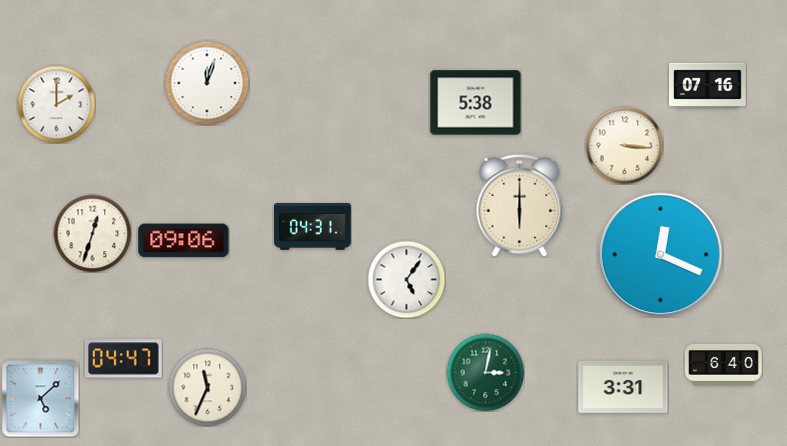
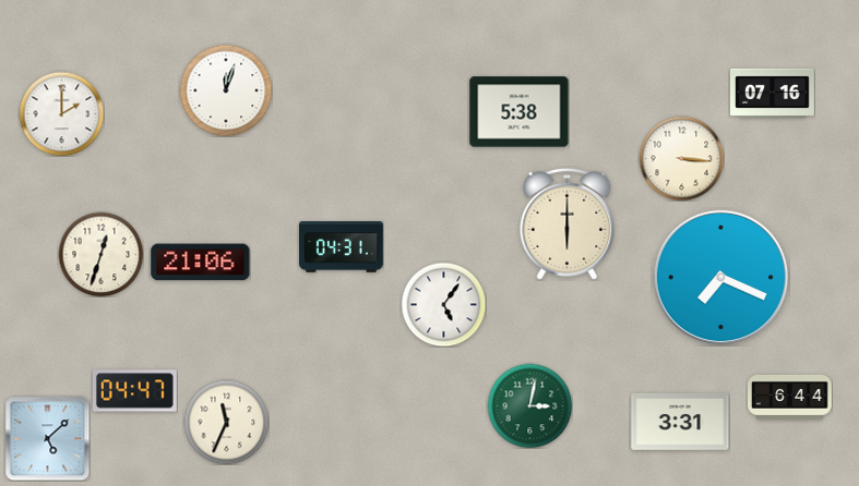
clock at (184, 241): 09:06 -> 21:06
clock at (661, 255): 12:19 -> 7:19
clock at (724, 365): 6:40 -> 6:44
clock at (40, 398) position: (40, 398) -> (47, 438)
